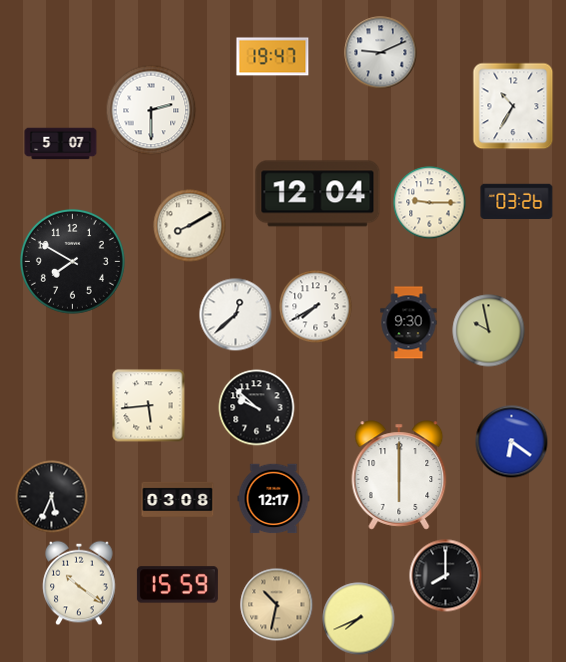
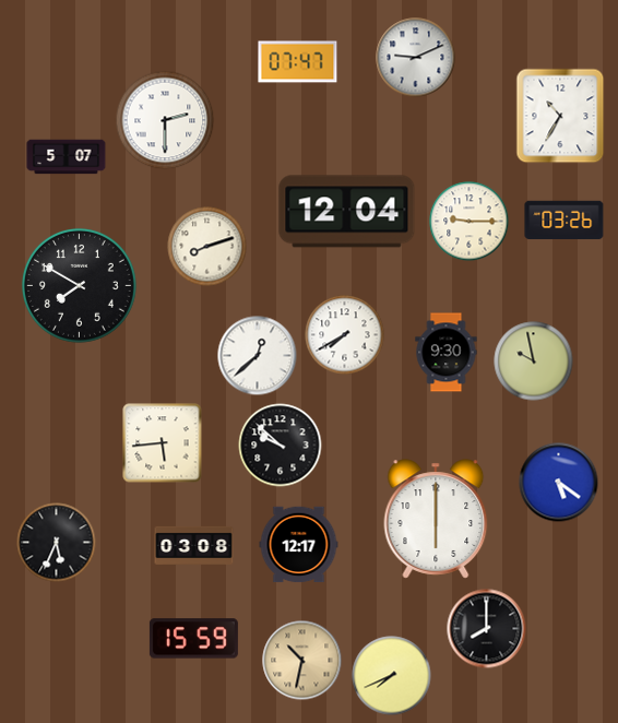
clock at (273, 57): 19:47 -> 07:47
clock at (190, 226): 8:10 -> 8:12
clock at (236, 315) position: (236, 315) -> (258, 356)
clock at (512, 442): 6:21 -> 5:21
clock at (79, 583): 10:21 -> none
